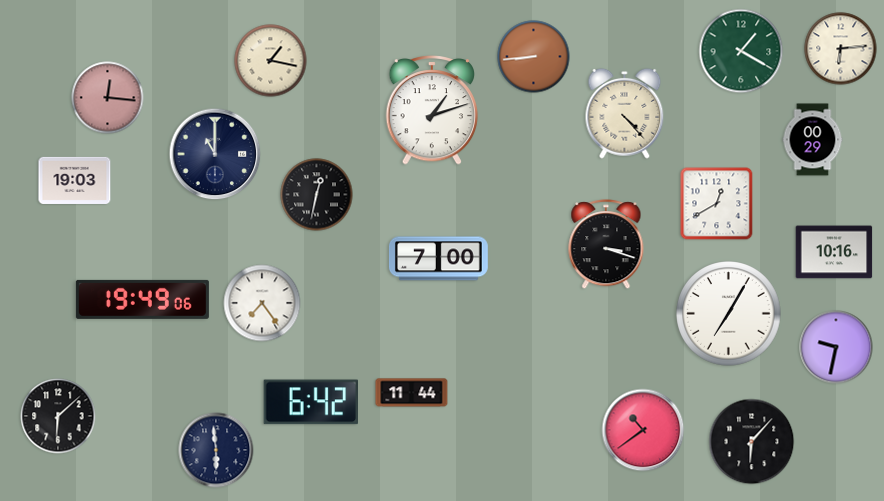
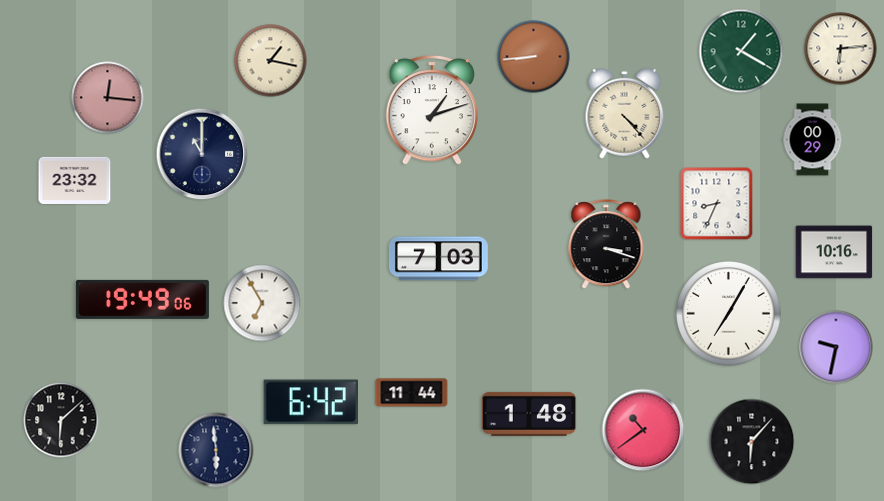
clock at (215, 154) position: (215, 154) -> (202, 154)
clock at (75, 180): 19:03 -> 23:32
clock at (317, 195): 12:32 -> none
clock at (717, 204): 12:40 -> 8:34
clock at (439, 259): 7:00 -> 7:03
clock at (262, 303): 7:24 -> 6:55
clock at (529, 414): none -> 1:48
clock at (58, 416) position: (58, 416) -> (61, 420)
